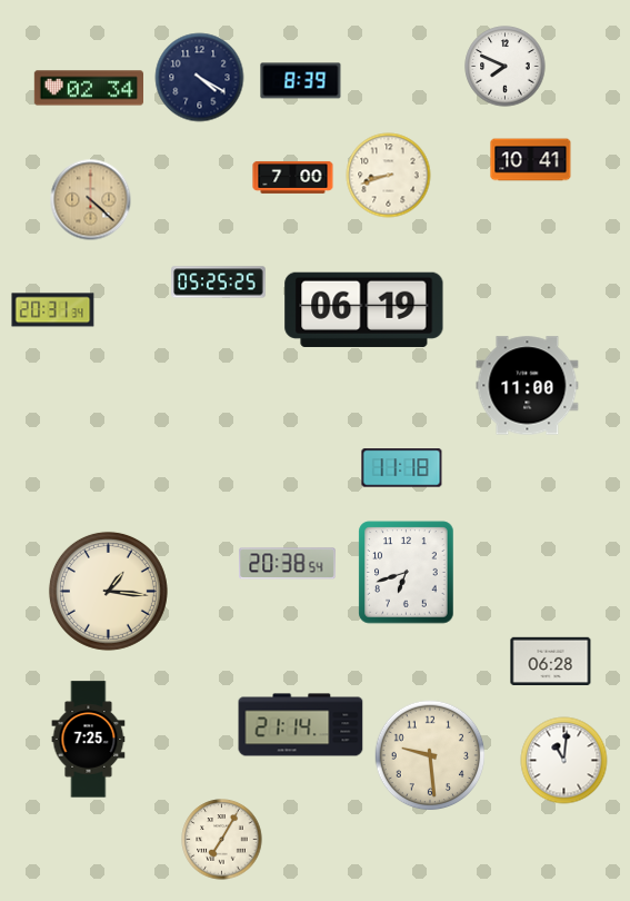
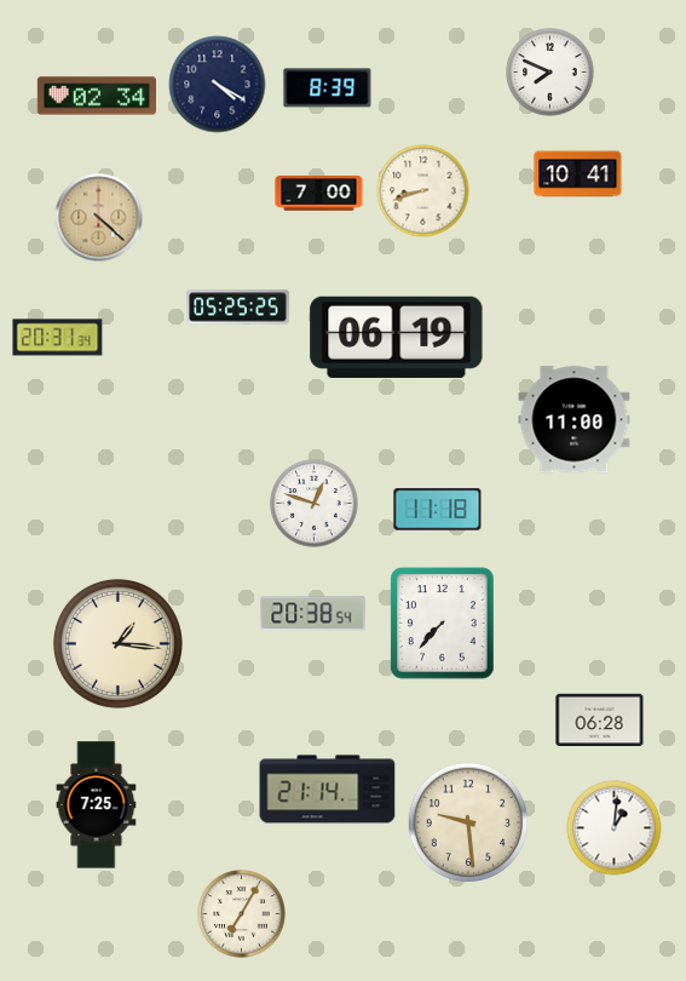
clock at (315, 504): none -> 12:48
clock at (407, 573): 6:42 -> 7:37
clock at (564, 761): 11:01 -> 1:01
